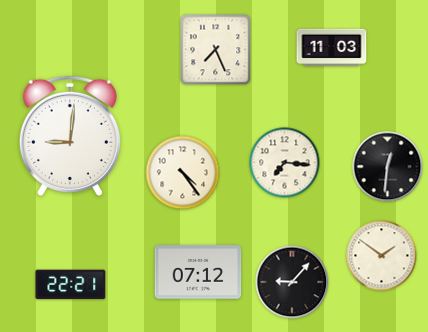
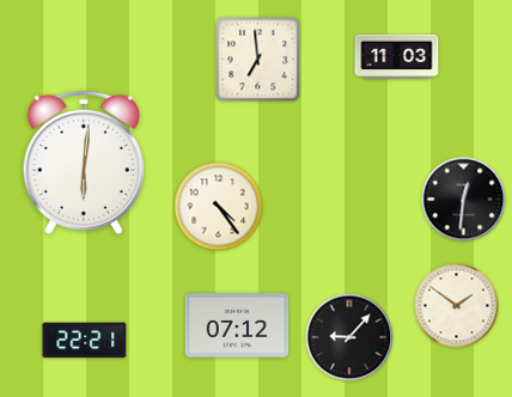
clock at (216, 50): 7:26 -> 6:59
clock at (70, 136): 9:01 -> 6:01
clock at (285, 163): 7:16 -> none
